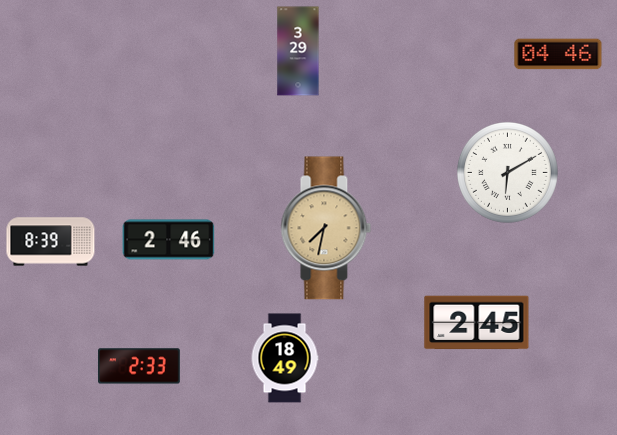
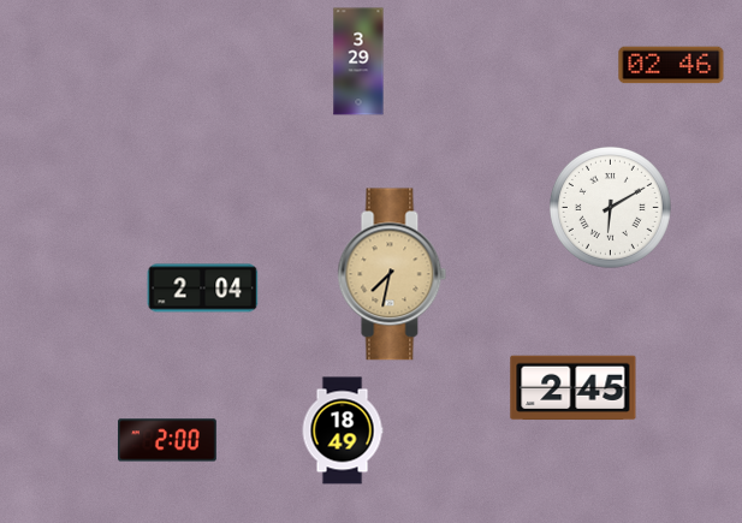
clock at (558, 54): 04:46 -> 02:46
clock at (169, 240): 2:46 -> 2:04
clock at (51, 242): 8:39 -> none
clock at (139, 366): 2:33 -> 2:00
